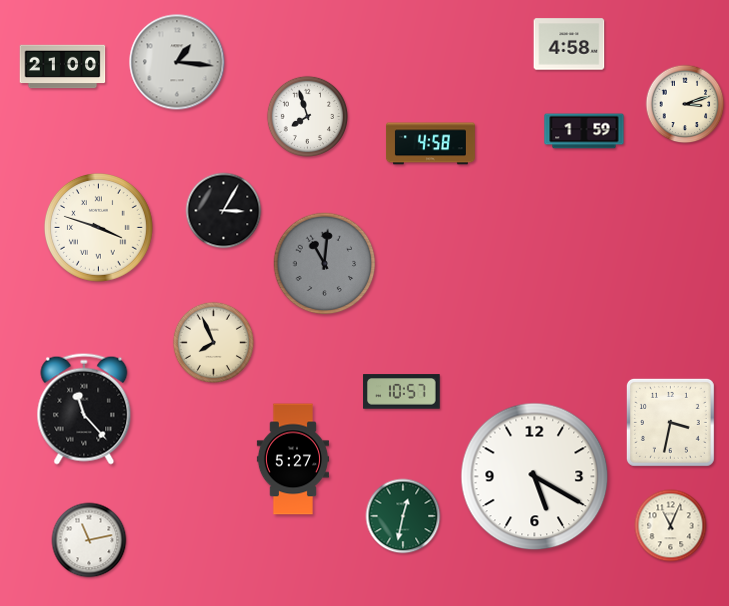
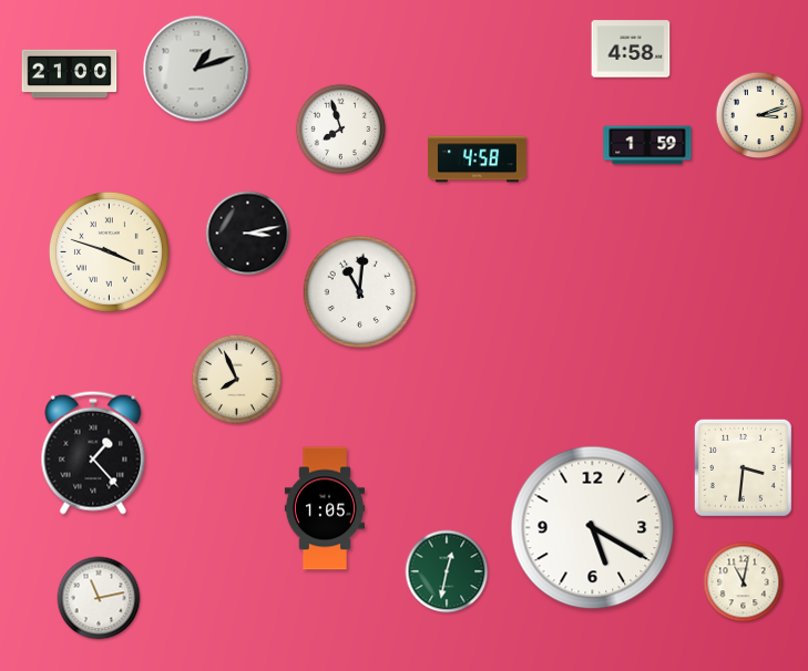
clock at (177, 62): 1:16 -> 1:12
clock at (224, 211): 3:05 -> 3:13
clock at (325, 264) dial: grey -> white
clock at (402, 392): 10:57 -> none
clock at (84, 409): 11:23 -> 1:23
clock at (670, 422): 3:32 -> 3:31
clock at (293, 459): 5:27 -> 1:05
clock at (671, 526): 11:04 -> 11:02
